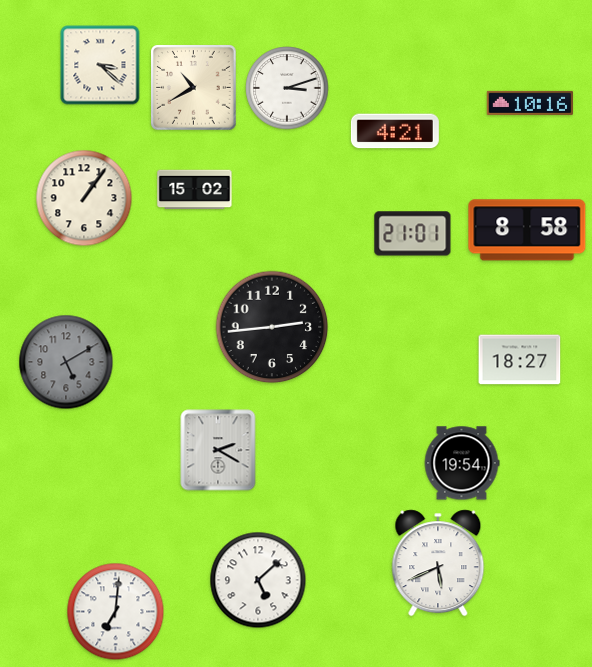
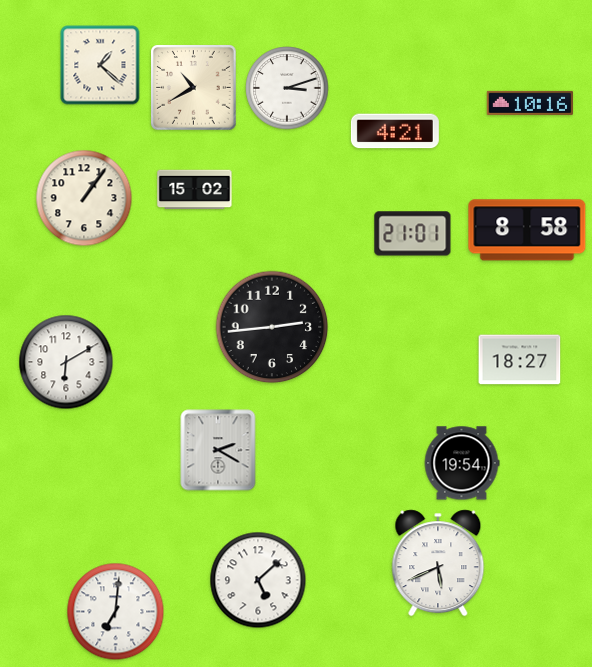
clock at (100, 65): 3:22 -> 1:22
clock at (66, 362): 5:10 -> 6:10
clock at (66, 362) dial: grey -> white
